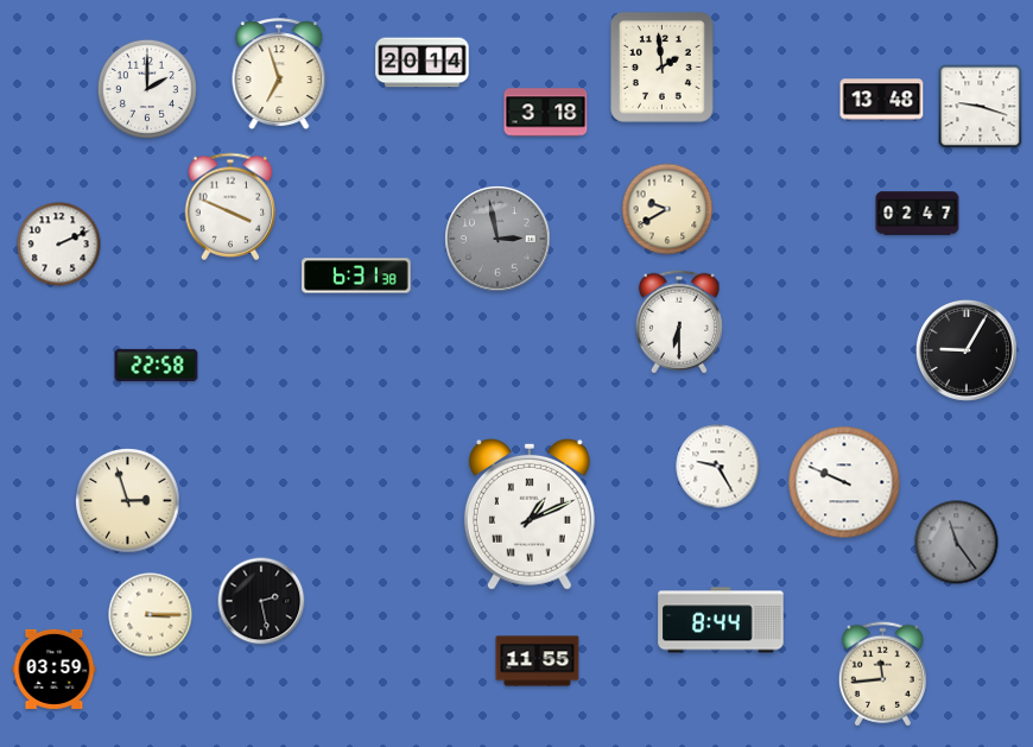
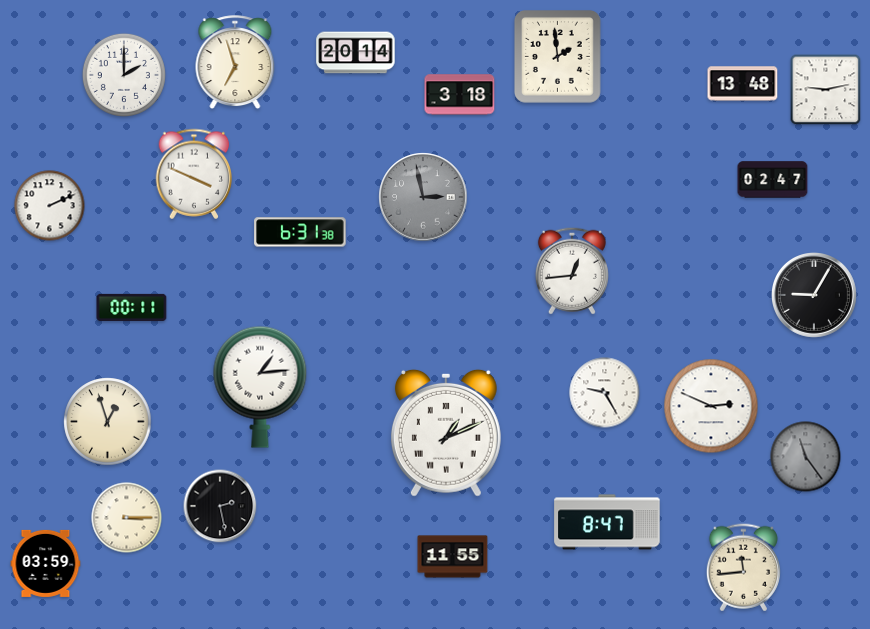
clock at (981, 107): 9:18 -> 9:13
clock at (667, 209): 9:40 -> none
clock at (498, 239) position: (498, 239) -> (423, 197)
clock at (679, 322): 6:30 -> 12:44
clock at (157, 365): 22:58 -> 00:11
clock at (260, 387): none -> 1:14
clock at (844, 482): 9:49 -> 2:49
clock at (128, 501): 2:57 -> 12:57
clock at (721, 620): 8:44 -> 8:47
